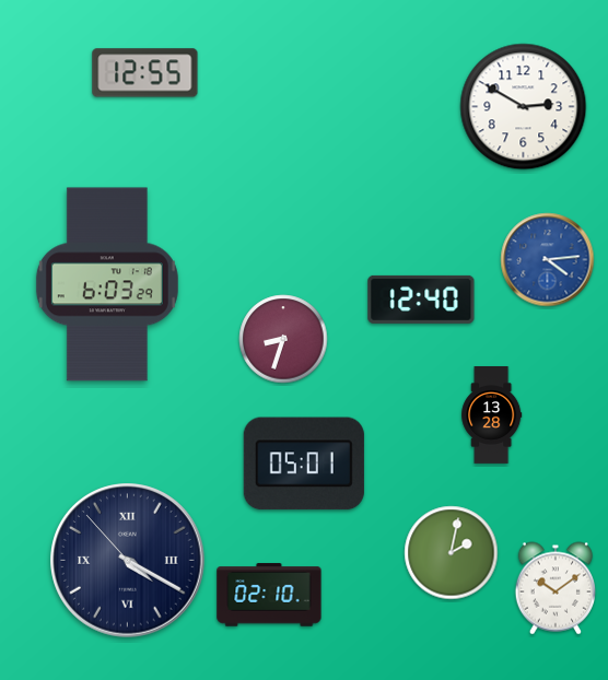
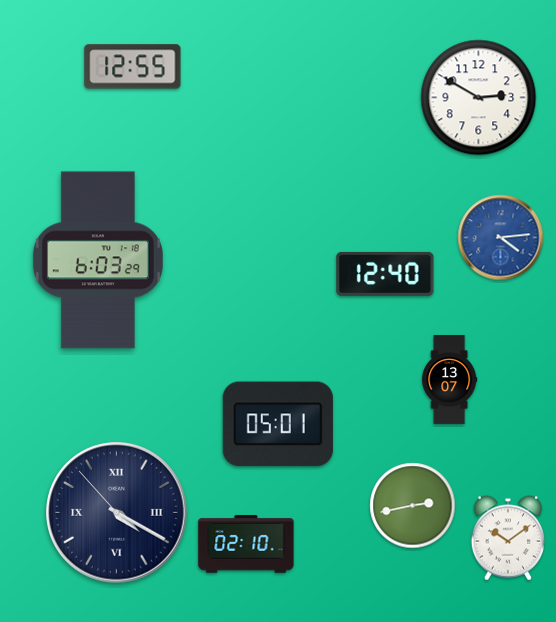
clock at (283, 339): 8:33 -> none
clock at (492, 415): 13:28 -> 13:07
clock at (452, 553): 2:02 -> 2:43
